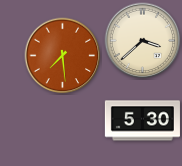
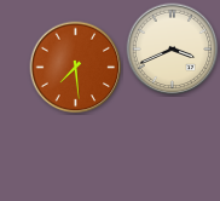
clock at (143, 41): 3:38 -> 3:41
clock at (142, 121): 5:30 -> none
